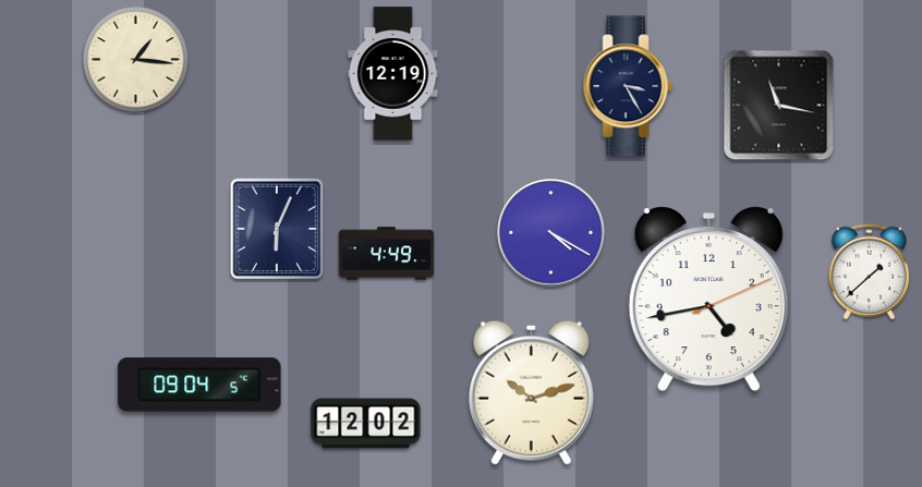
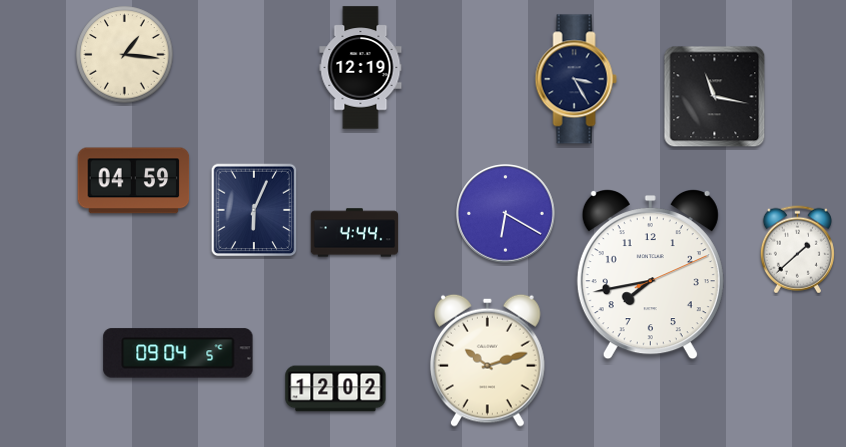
clock at (134, 181): none -> 04:59
clock at (551, 233): 4:20 -> 6:20
clock at (387, 254): 4:49 -> 4:44
clock at (708, 300): 4:43 -> 7:43
clock at (199, 385) position: (199, 385) -> (178, 353)
